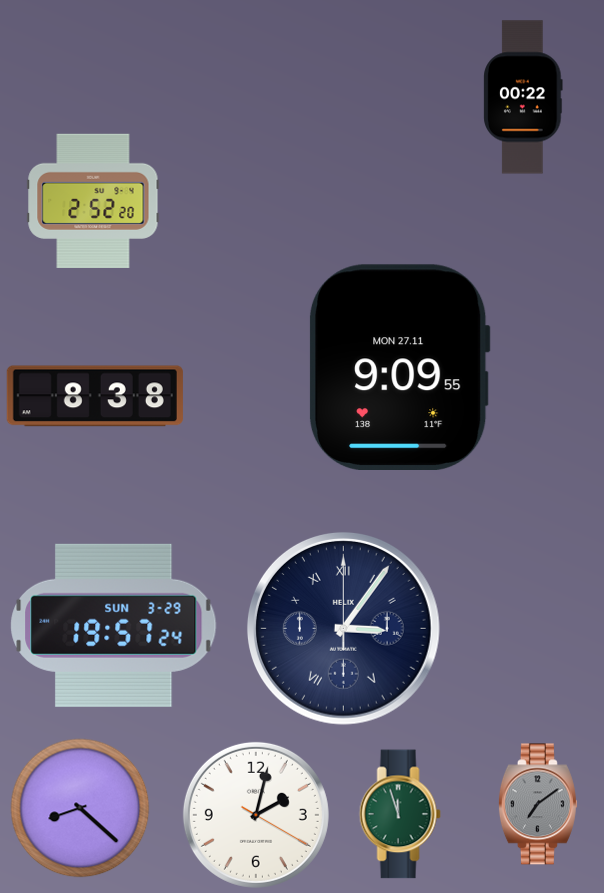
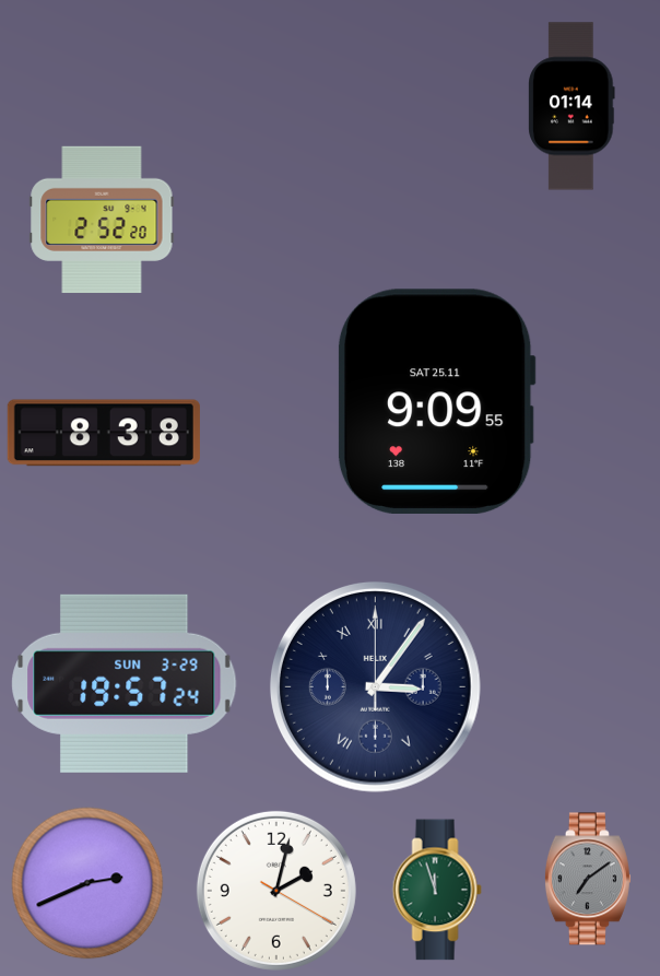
clock at (523, 97): 00:22 -> 01:14
clock at (399, 367) date: MON 27.11 -> SAT 25.11
clock at (80, 808): 8:22 -> 2:41
clock at (256, 815) position: (256, 815) -> (276, 891)
